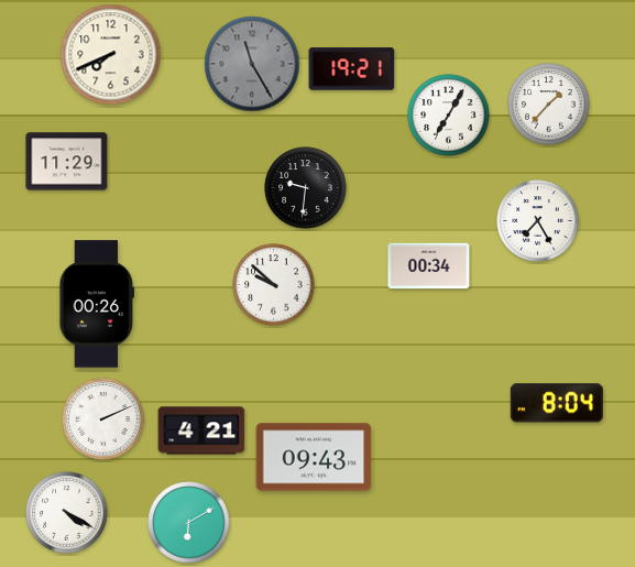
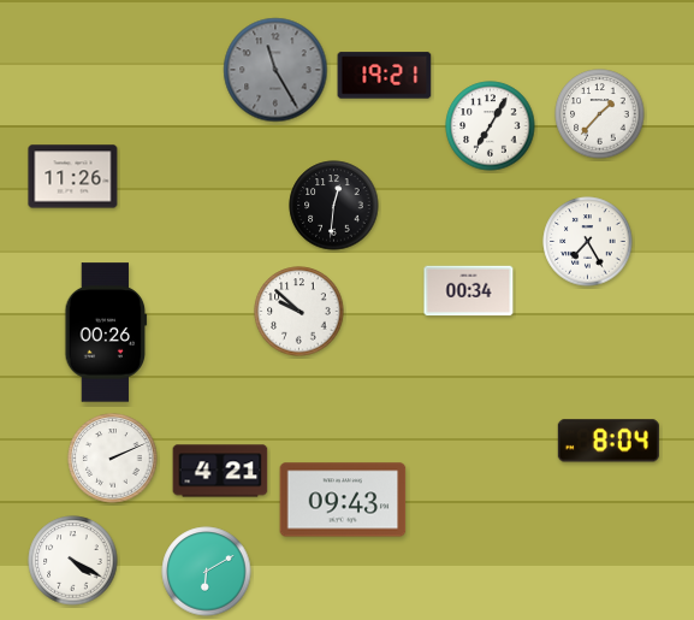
clock at (111, 55): 7:41 -> none
clock at (67, 162): 11:29 -> 11:26
clock at (306, 188): 9:31 -> 12:31
